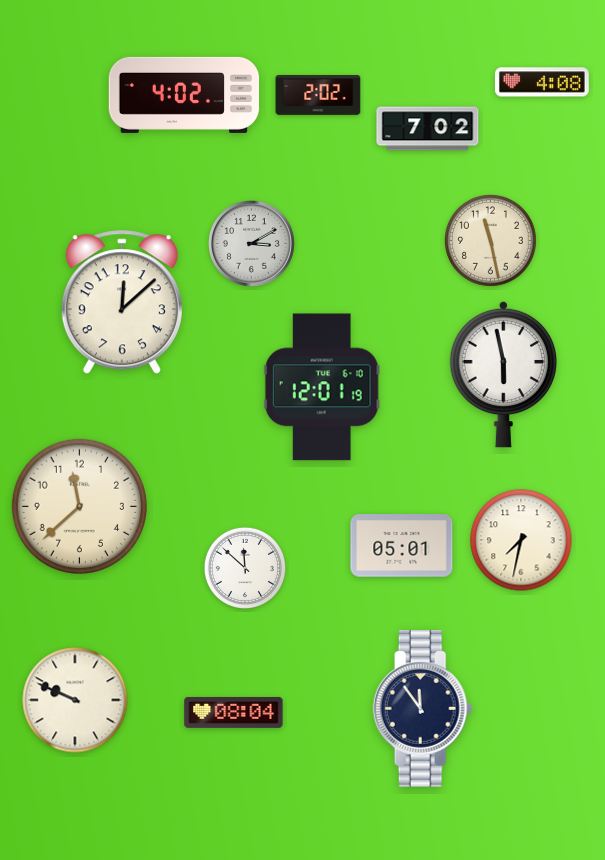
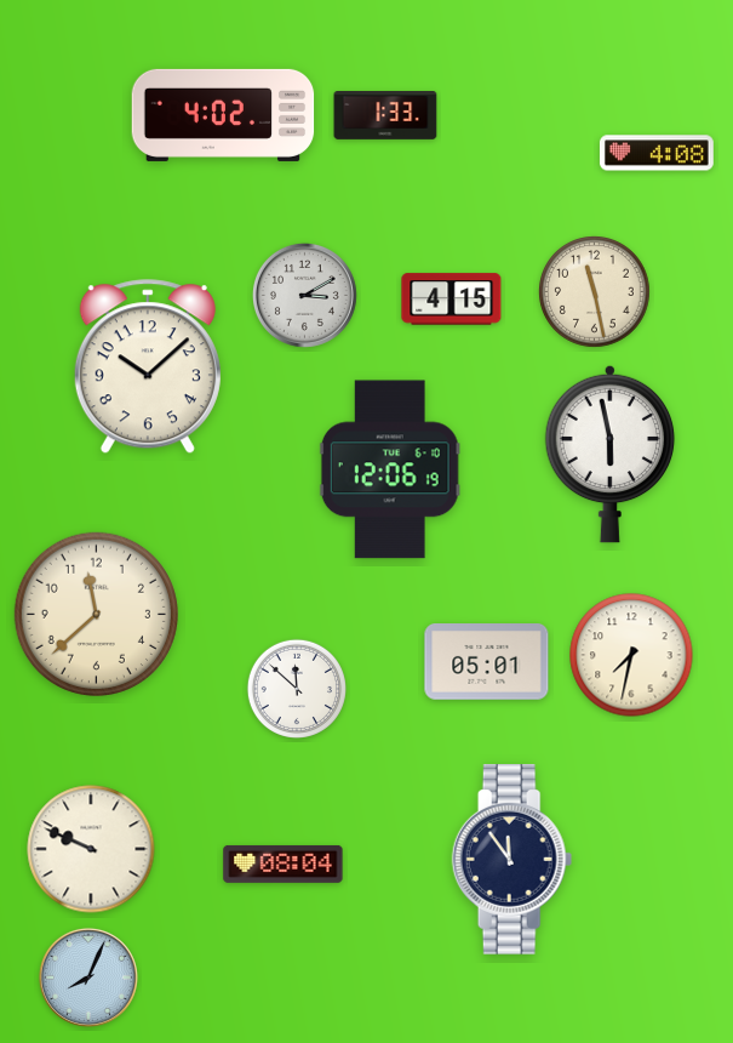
clock at (542, 82) position: (542, 82) -> (657, 153)
clock at (318, 96): 2:02 -> 1:33
clock at (428, 129): 7:02 -> none
clock at (452, 300): none -> 4:15
clock at (122, 303): 12:08 -> 10:08
clock at (322, 387): 12:01 -> 12:06
clock at (88, 978): none -> 8:04
